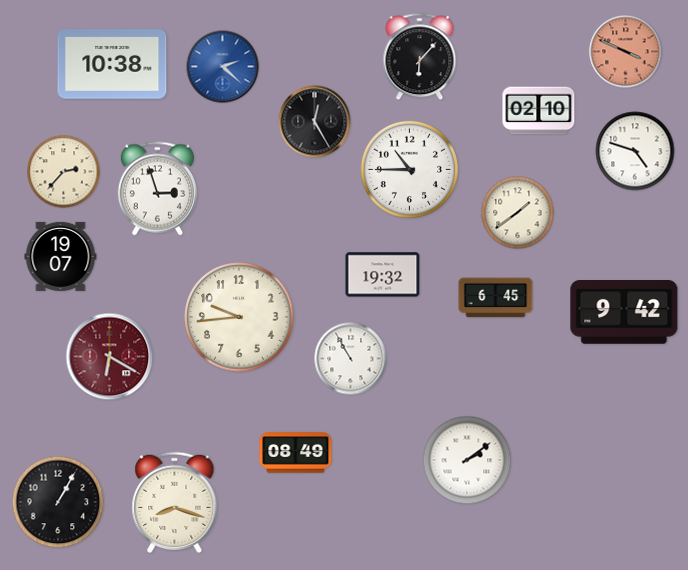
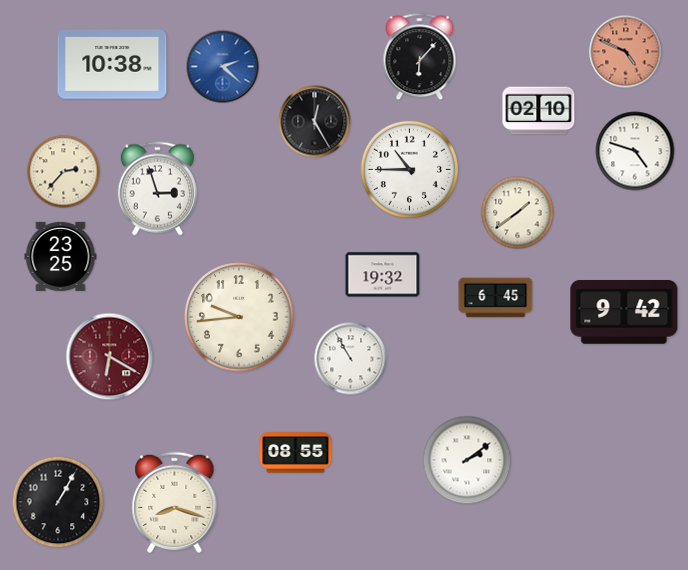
clock at (626, 52): 3:49 -> 4:49
clock at (61, 256): 19:07 -> 23:25
clock at (296, 453): 08:49 -> 08:55
